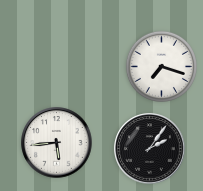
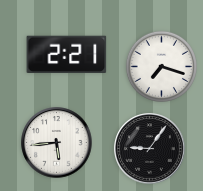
clock at (67, 54): none -> 2:21
clock at (150, 149): 2:06 -> 9:06
